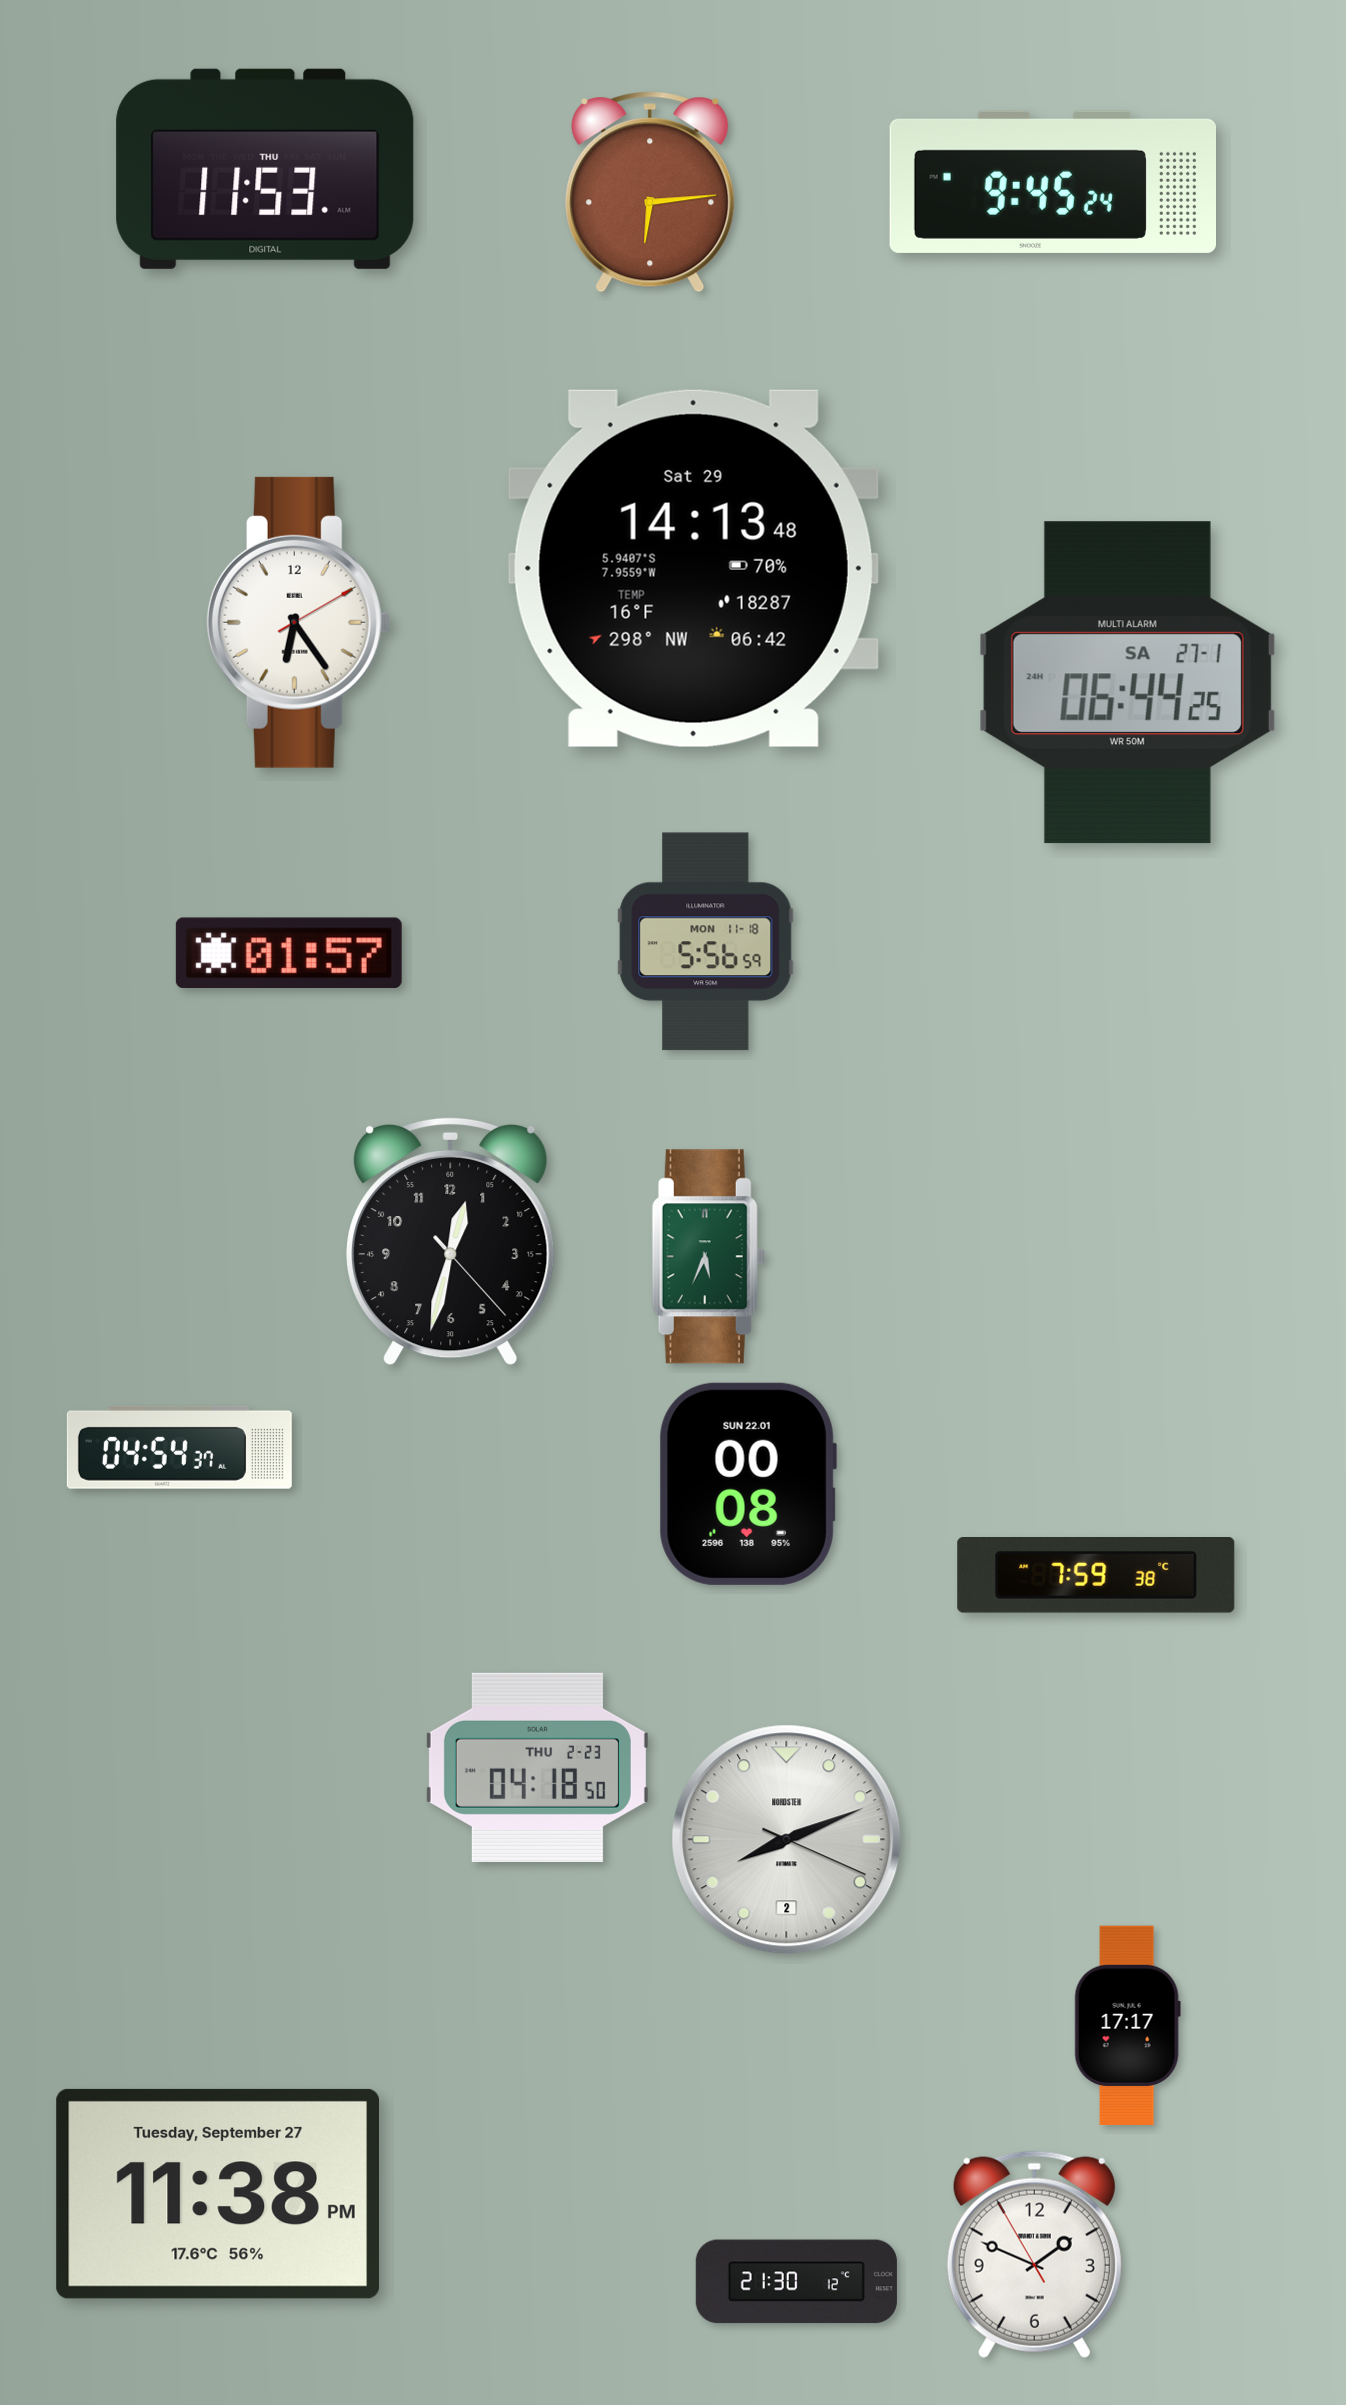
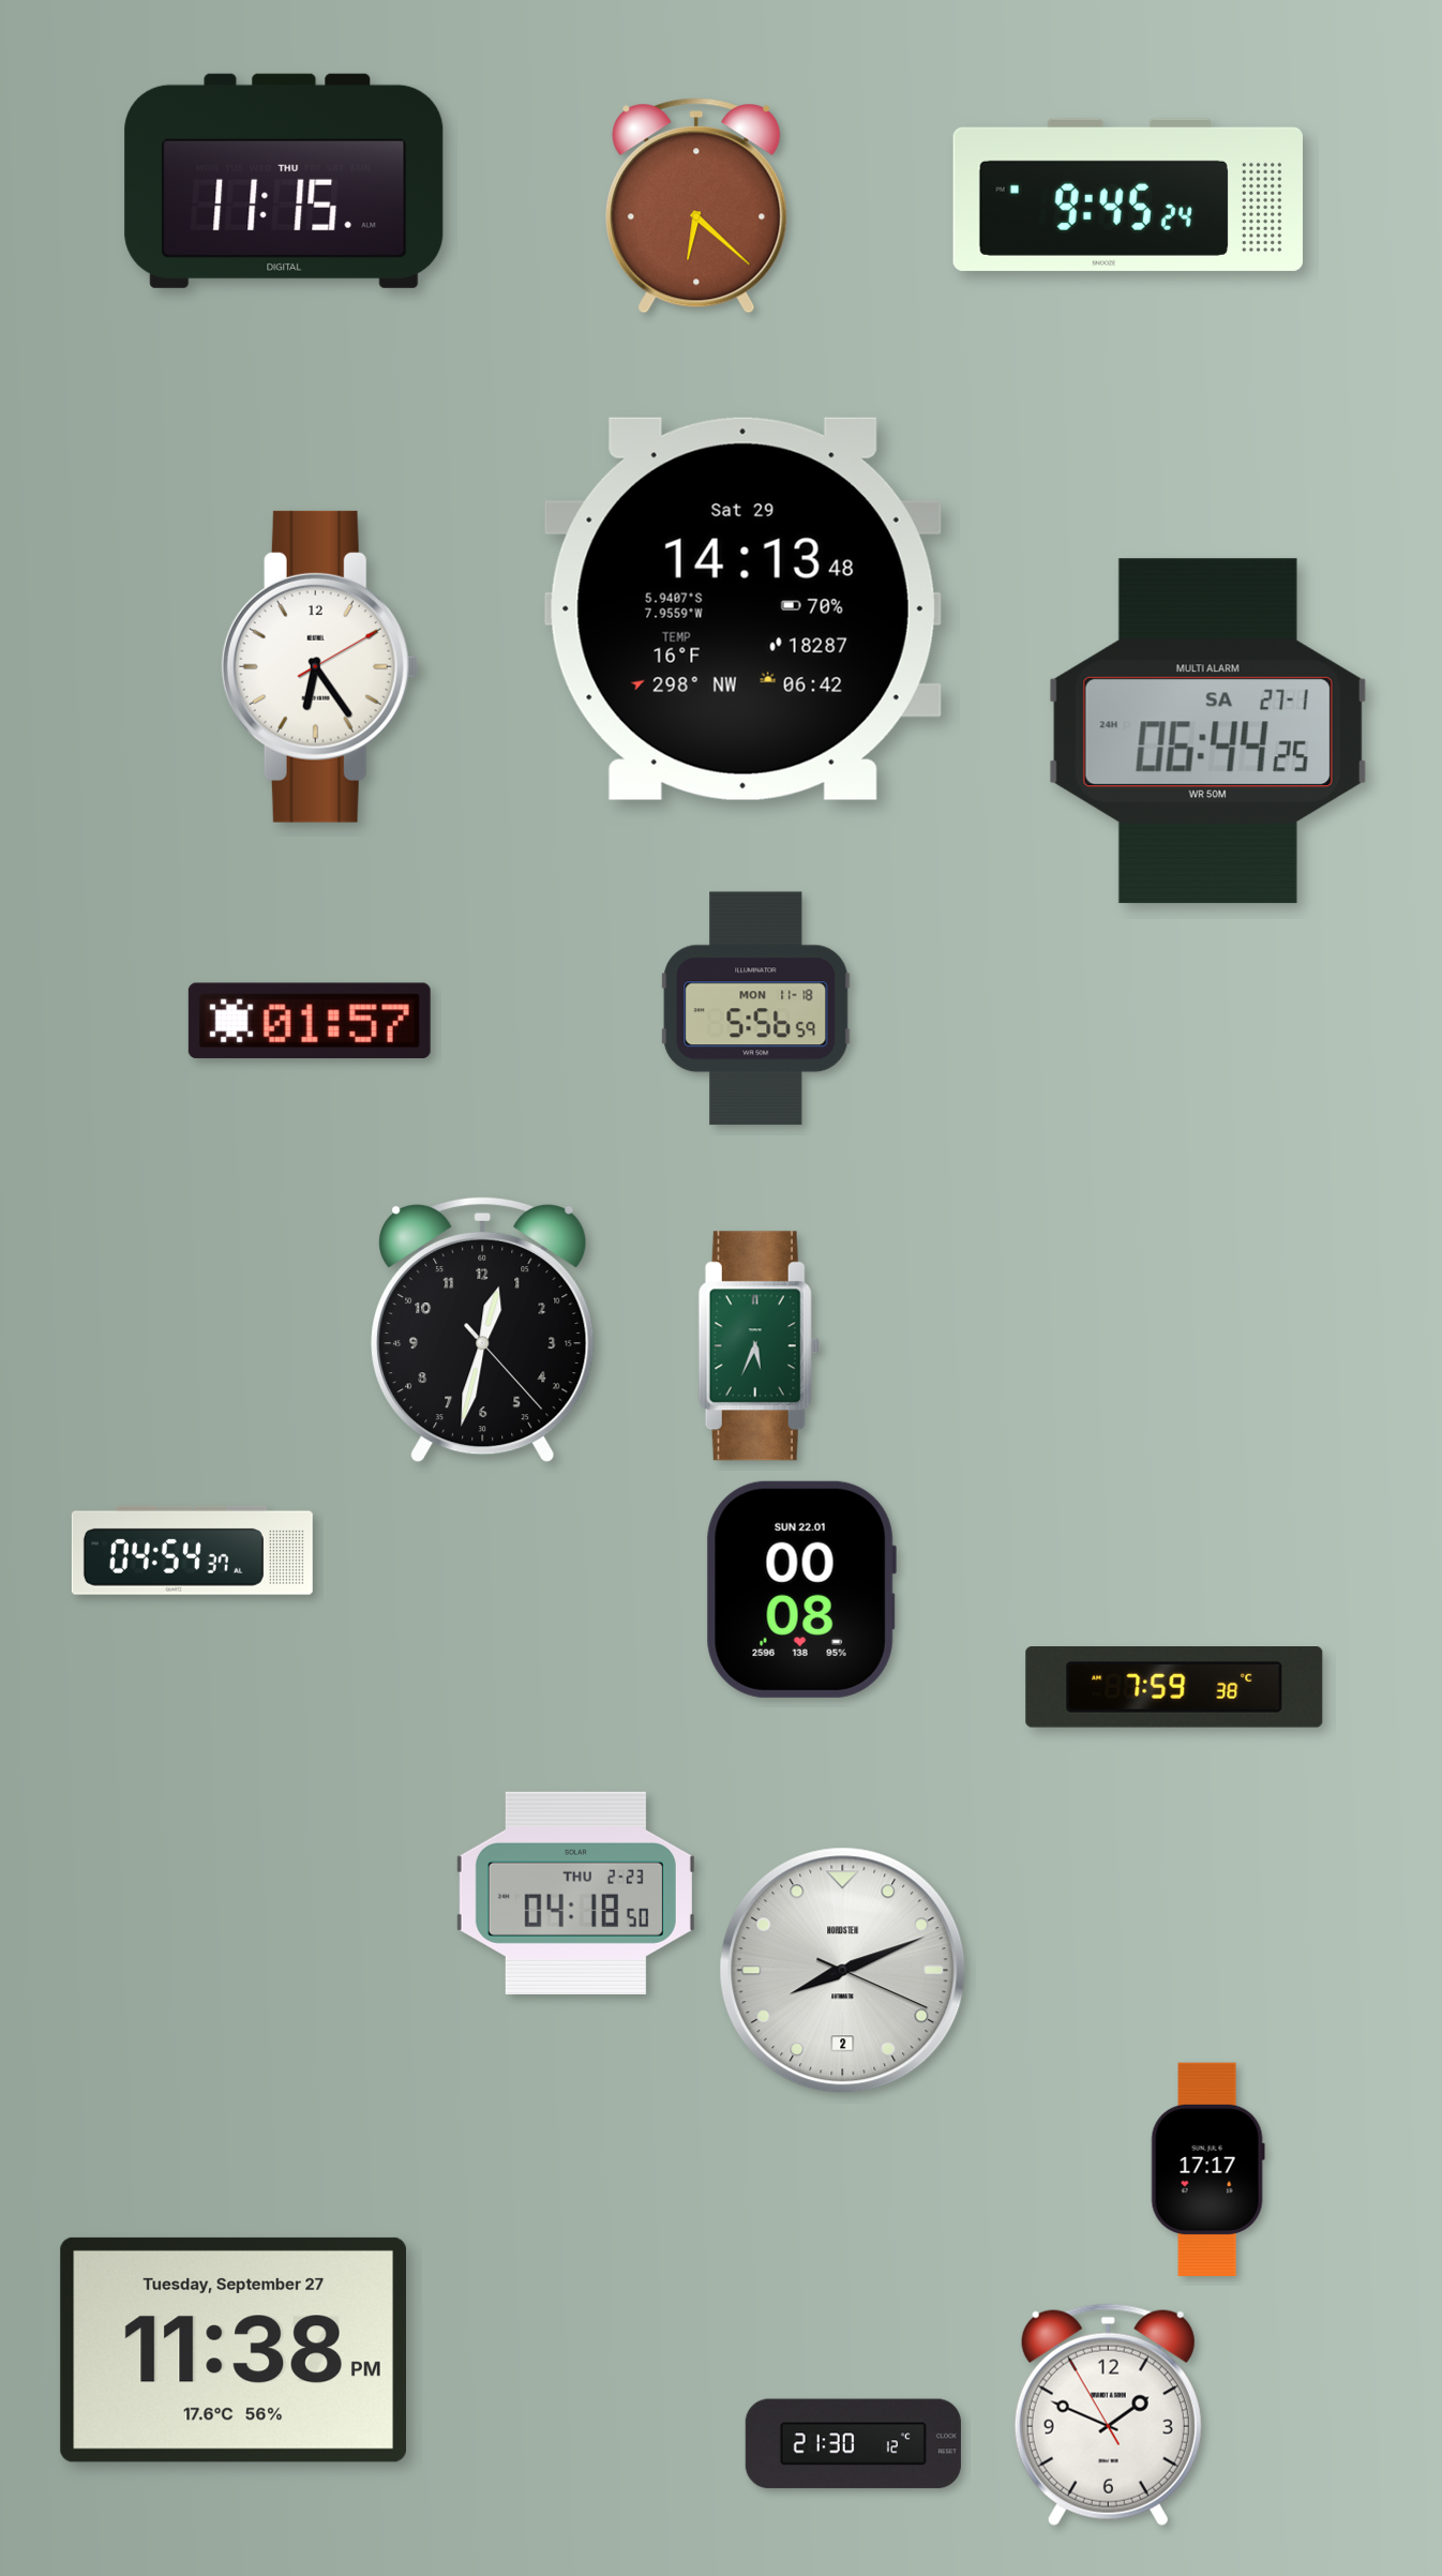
clock at (265, 169): 11:53 -> 11:15
clock at (650, 192): 6:14 -> 6:22
